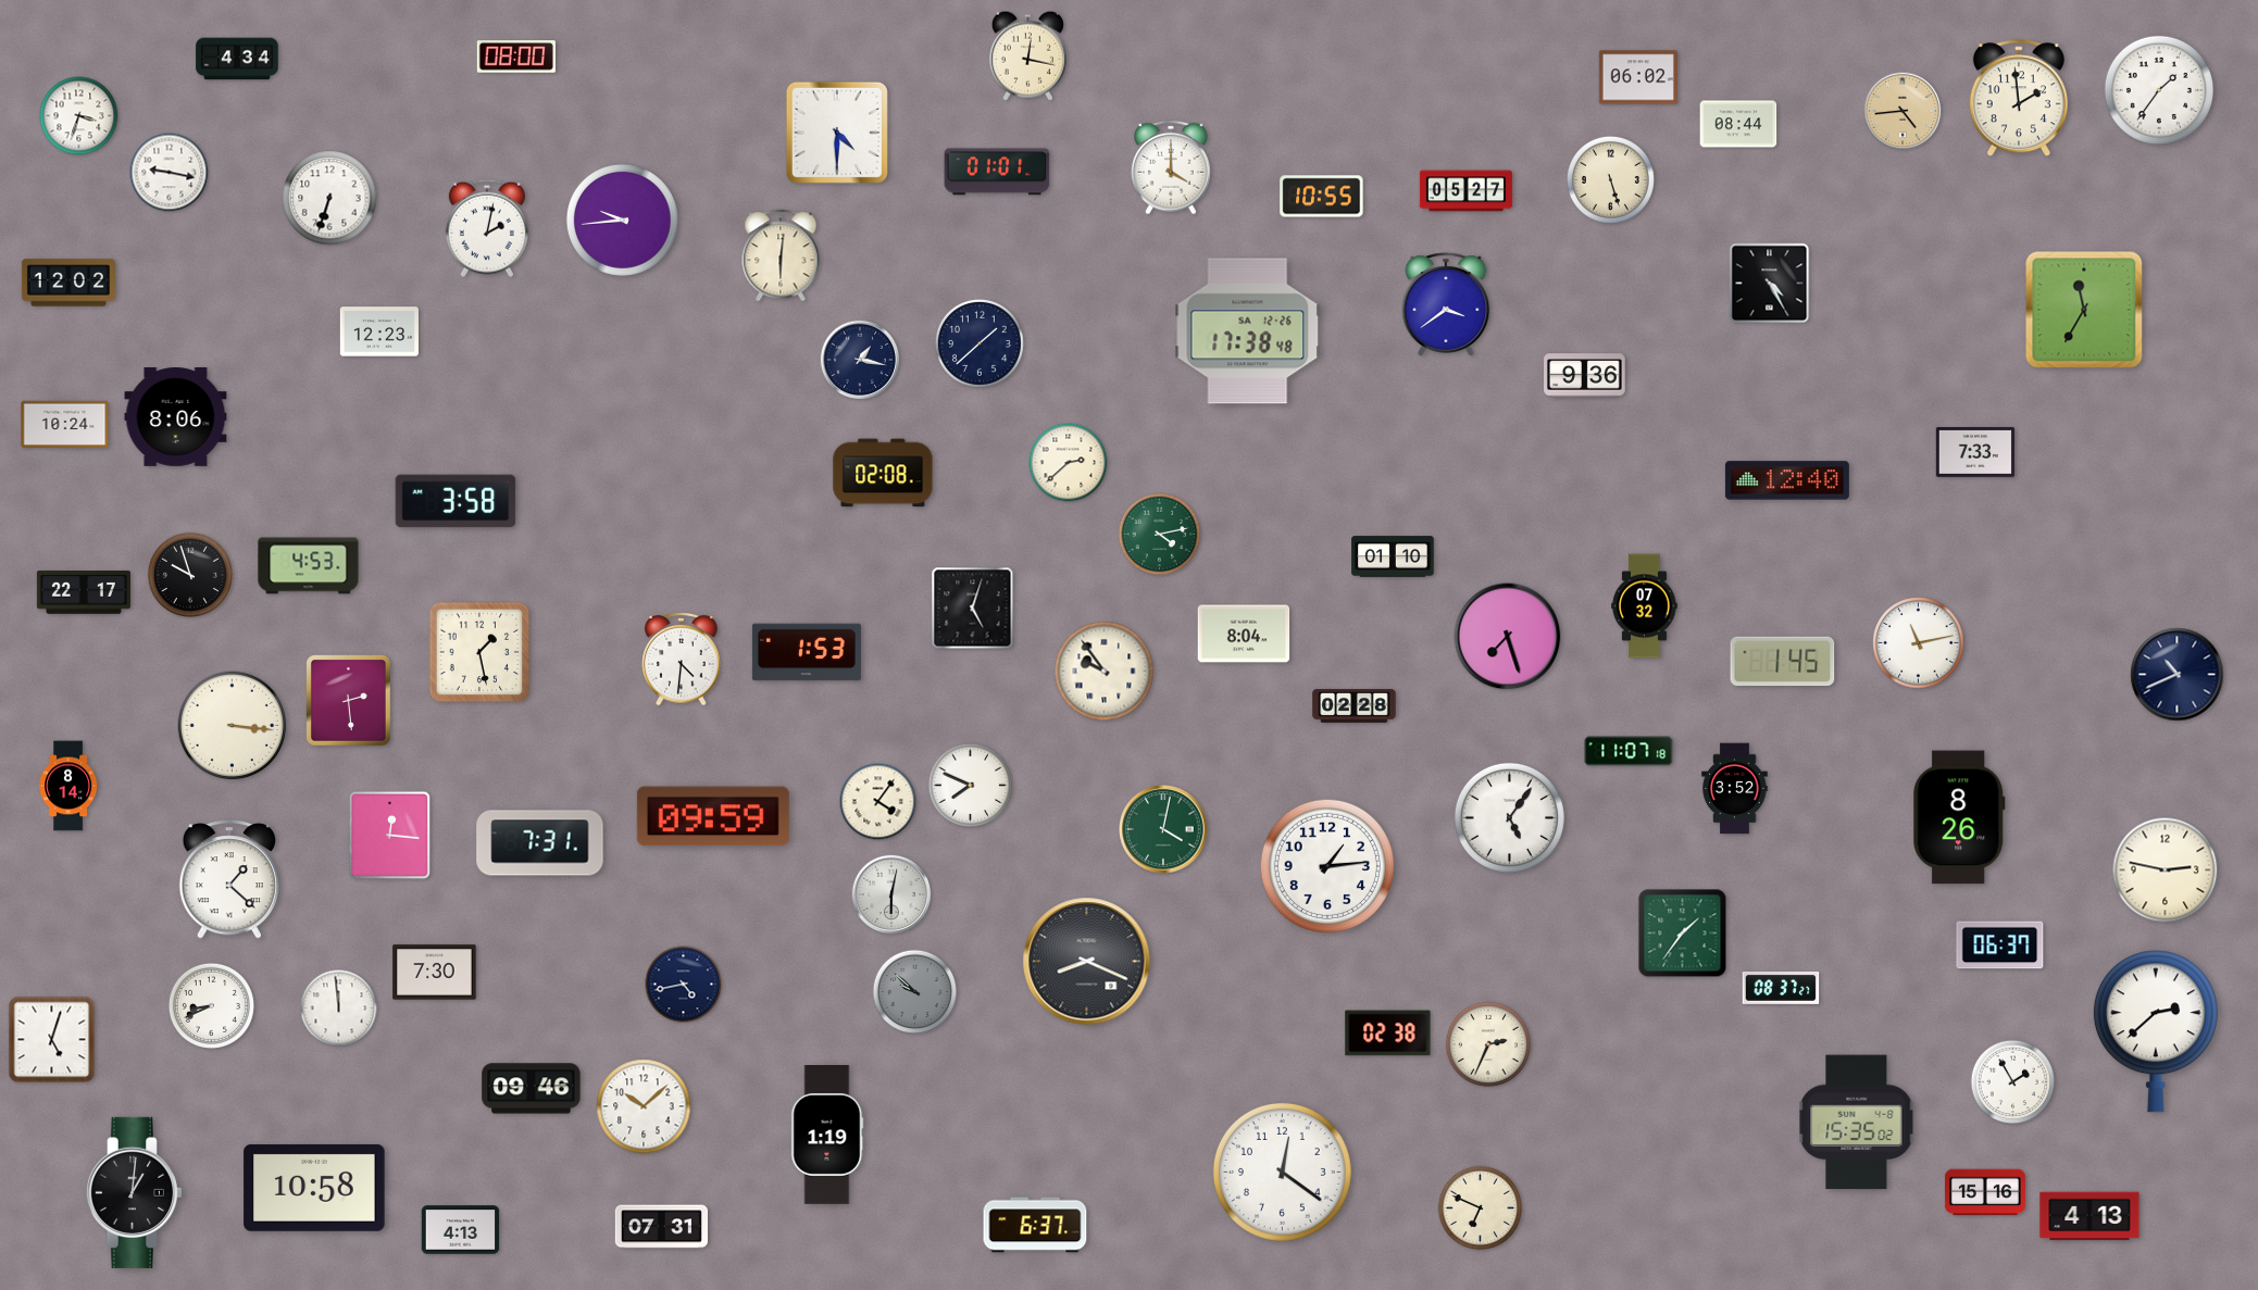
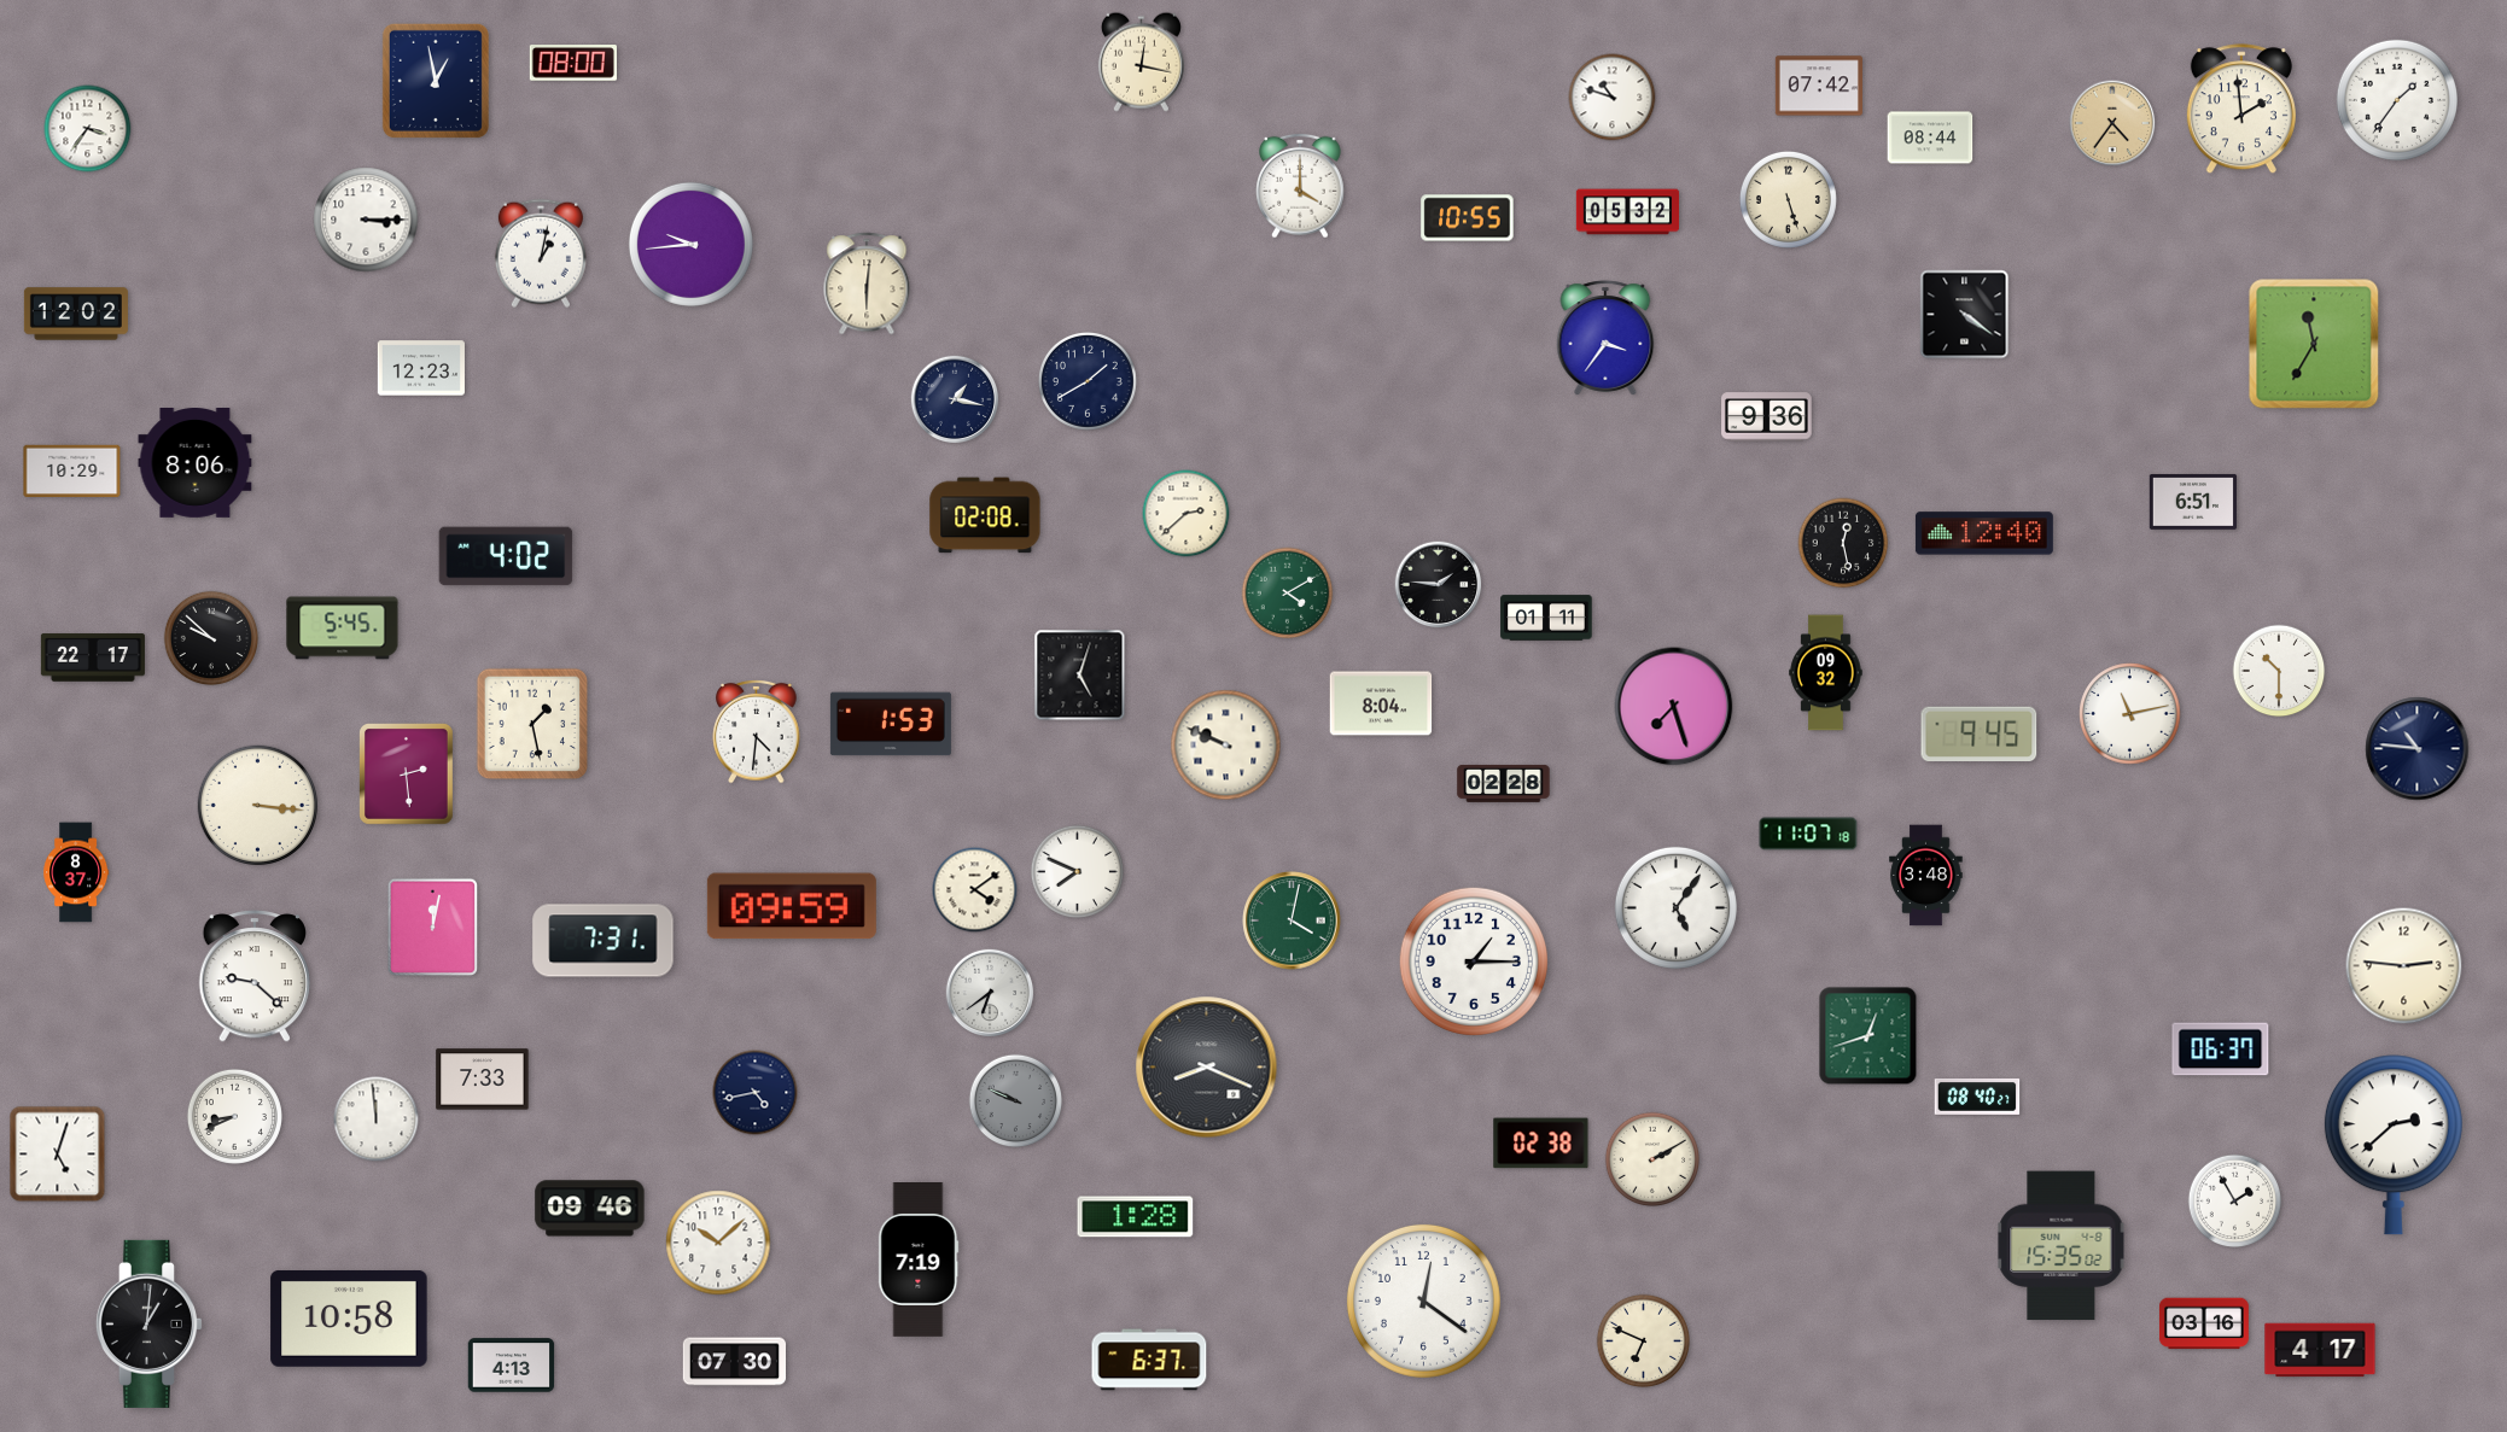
clock at (237, 59): 4:34 -> none
clock at (436, 81): none -> 12:58
clock at (1637, 77): 06:02 -> 07:42
clock at (1613, 98): none -> 10:48
clock at (1903, 111): 4:44 -> 4:36
clock at (79, 116): 3:33 -> 3:36
clock at (837, 133): 4:30 -> none
clock at (997, 172): 01:01 -> none
clock at (170, 173): 9:17 -> none
clock at (1467, 191): 05:27 -> 05:32
clock at (329, 198): 6:33 -> 3:15
clock at (487, 228): 2:02 -> 1:02
clock at (1770, 284): 4:25 -> 4:21
clock at (1446, 304): 3:39 -> 3:36
clock at (1248, 331): 17:38 -> none
clock at (980, 343): 1:38 -> 1:40
clock at (1585, 376) position: (1585, 376) -> (1767, 417)
clock at (65, 425): 10:24 -> 10:29
clock at (1975, 452): 7:33 -> 6:51
clock at (883, 473) position: (883, 473) -> (985, 515)
clock at (1843, 543): none -> 12:28
clock at (456, 501): 3:58 -> 4:02
clock at (1439, 585): none -> 1:46
clock at (1160, 535): 4:13 -> 4:10
clock at (1393, 556): 01:10 -> 01:11
clock at (309, 566): 4:53 -> 5:45
clock at (189, 574): 9:57 -> 9:52
clock at (2279, 671): none -> 10:30
clock at (1645, 606): 07:32 -> 09:32
clock at (807, 652) position: (807, 652) -> (891, 724)
clock at (1783, 662): 1:45 -> 9:45
clock at (1105, 672): 9:54 -> 9:49
clock at (2178, 675): 10:41 -> 10:46
clock at (349, 701) position: (349, 701) -> (407, 775)
clock at (68, 786): 8:14 -> 8:37
clock at (1735, 789): 3:52 -> 3:48
clock at (878, 802): 4:06 -> 4:09
clock at (1959, 817): 8:26 -> none
clock at (390, 836): 12:16 -> 12:02
clock at (540, 843) position: (540, 843) -> (604, 941)
clock at (1327, 866): 1:14 -> 1:15
clock at (2166, 871): 2:47 -> 2:46
clock at (228, 880): 1:22 -> 9:22
clock at (891, 894): 6:02 -> 6:39
clock at (1683, 934): 1:36 -> 12:42
clock at (435, 973): 7:30 -> 7:33
clock at (684, 985) position: (684, 985) -> (756, 1093)
clock at (1781, 988): 08:37 -> 08:40
clock at (915, 992): 9:52 -> 9:49
clock at (1388, 1034) position: (1388, 1034) -> (1541, 1144)
clock at (1487, 1043): 2:34 -> 2:10
clock at (1136, 1217): none -> 1:28
clock at (644, 1106) position: (644, 1106) -> (718, 1243)
clock at (827, 1136): 1:19 -> 7:19
clock at (1985, 1192): 15:16 -> 03:16
clock at (2089, 1216): 4:13 -> 4:17
clock at (661, 1227): 07:31 -> 07:30
